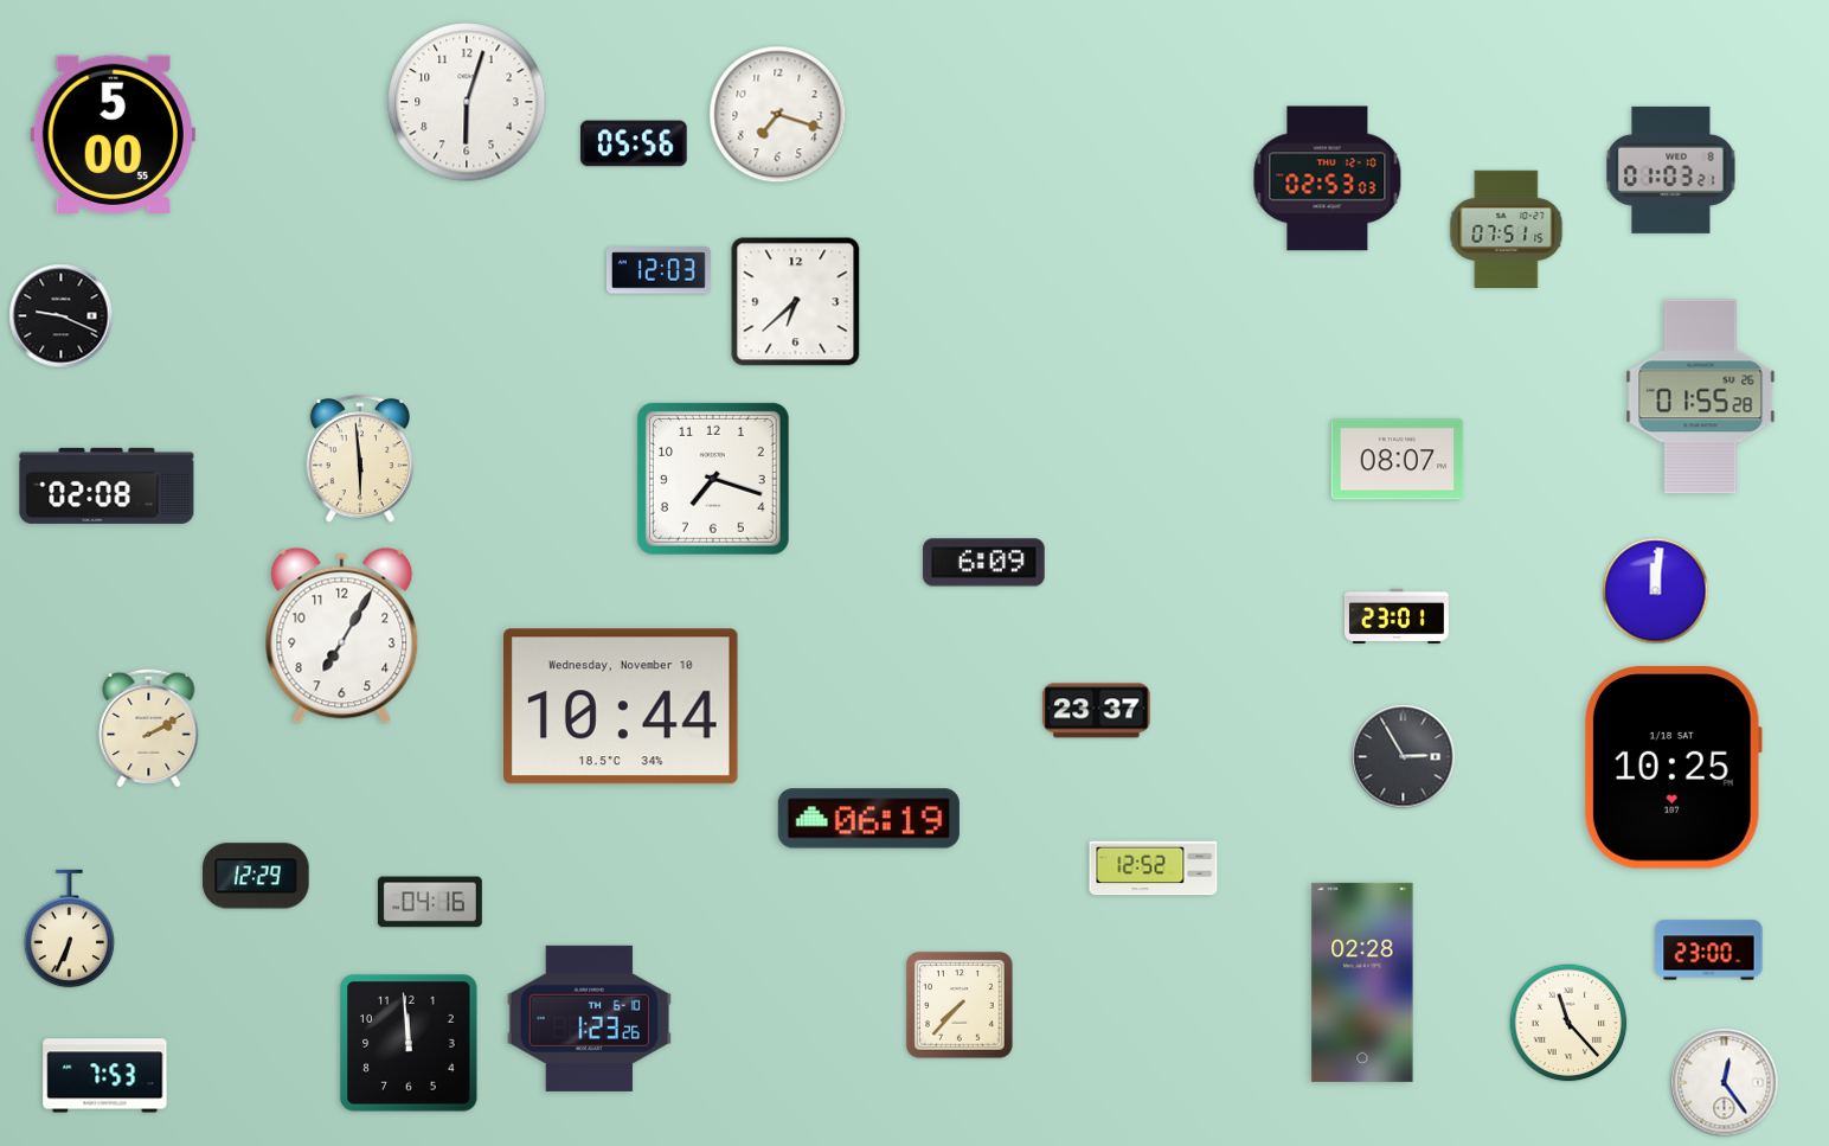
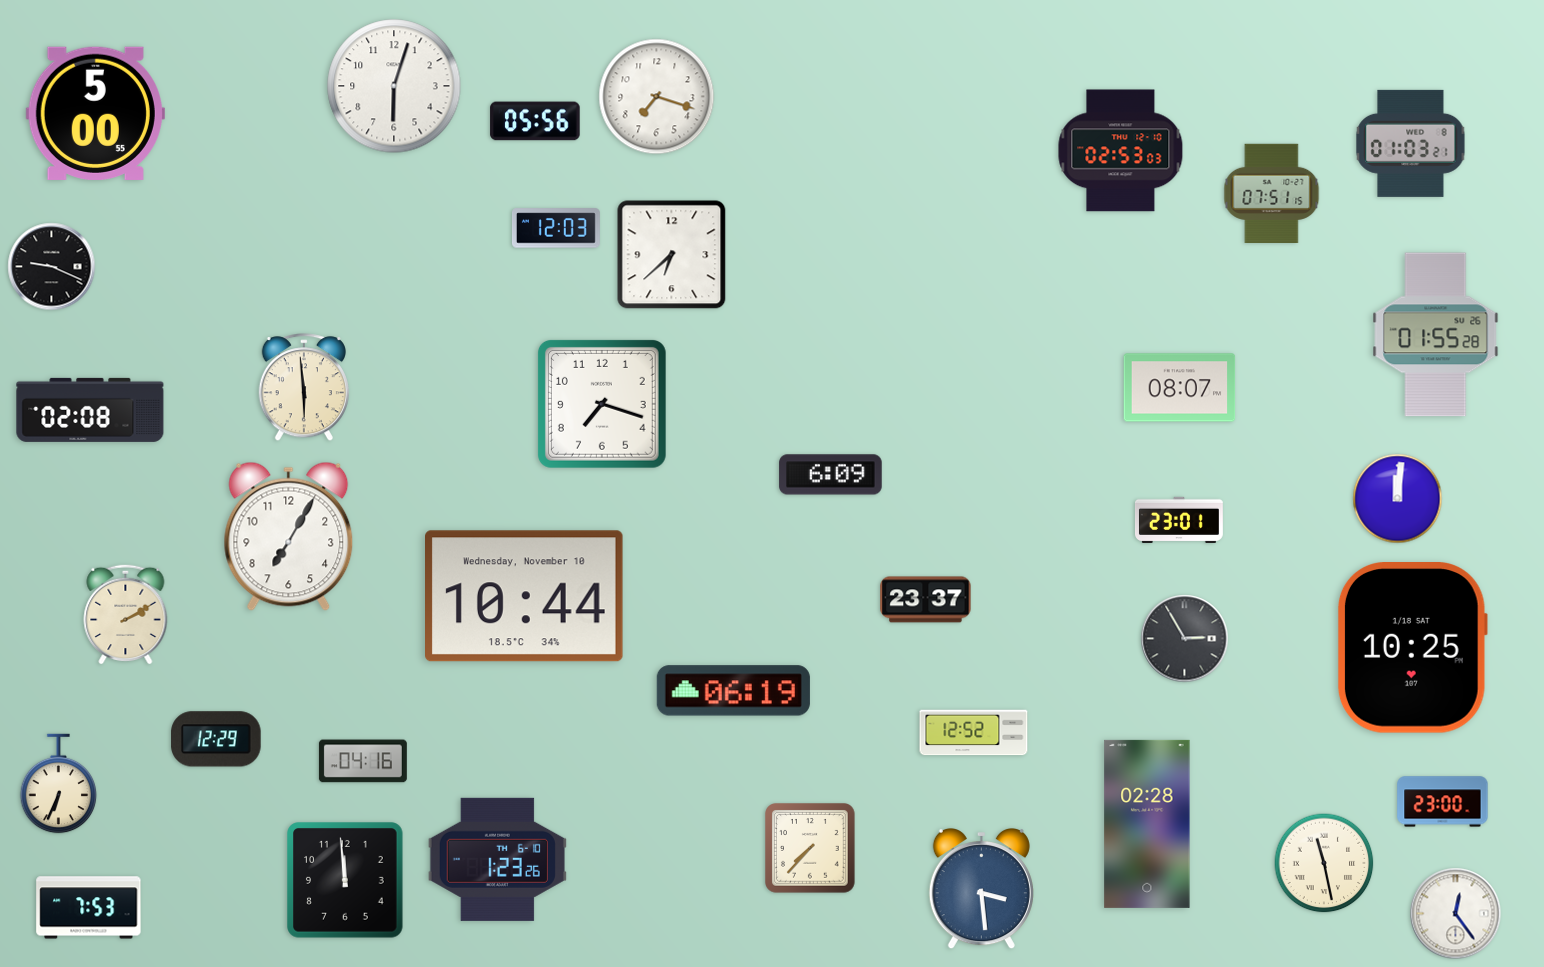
clock at (1362, 982) position: (1362, 982) -> (1147, 824)
clock at (1568, 1023): 11:23 -> 11:28
clock at (981, 890): none -> 3:29
